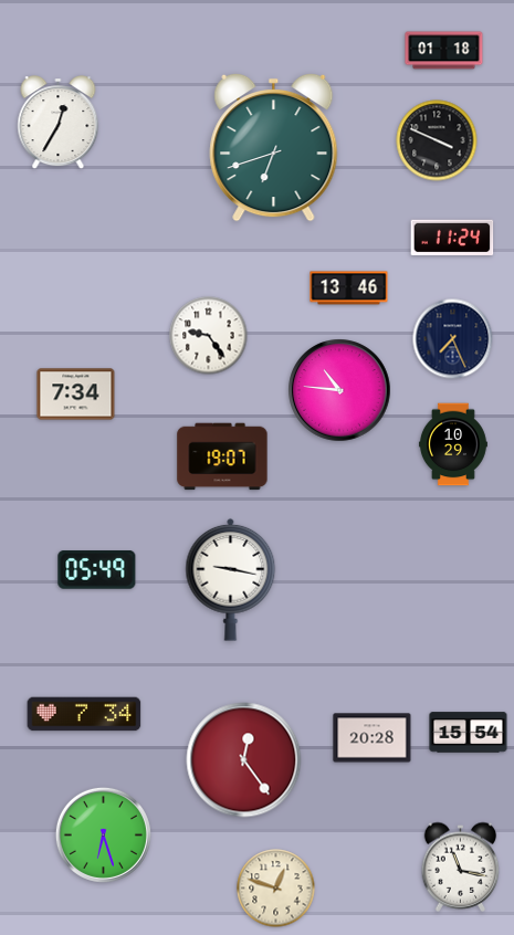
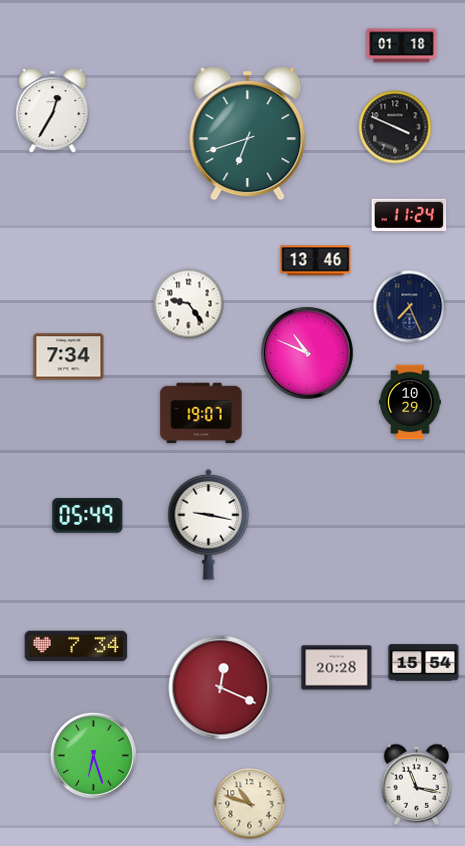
clock at (339, 390): 10:46 -> 10:49
clock at (244, 760): 12:24 -> 12:19
clock at (276, 889): 12:48 -> 10:48
